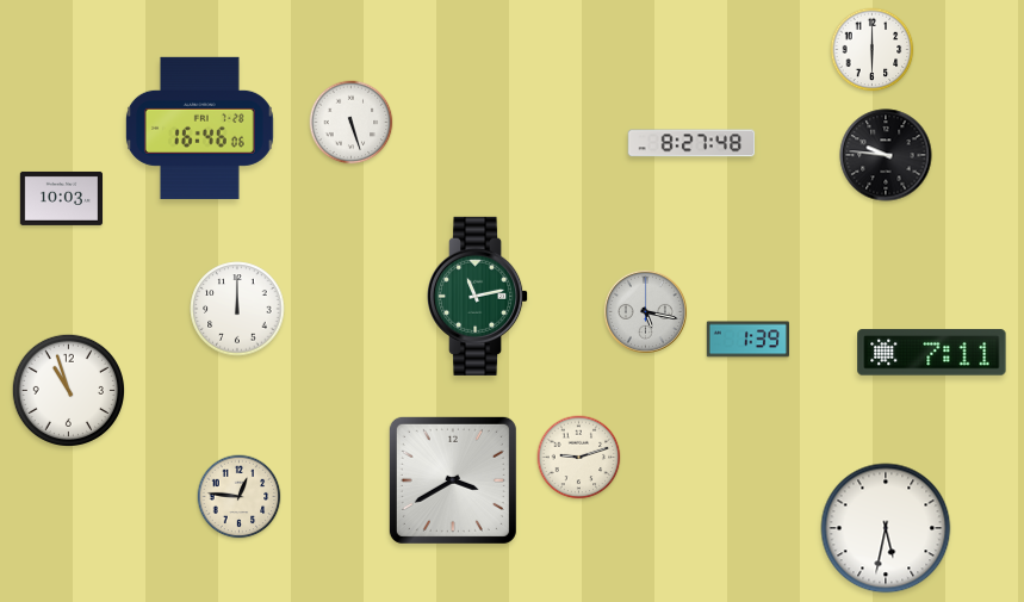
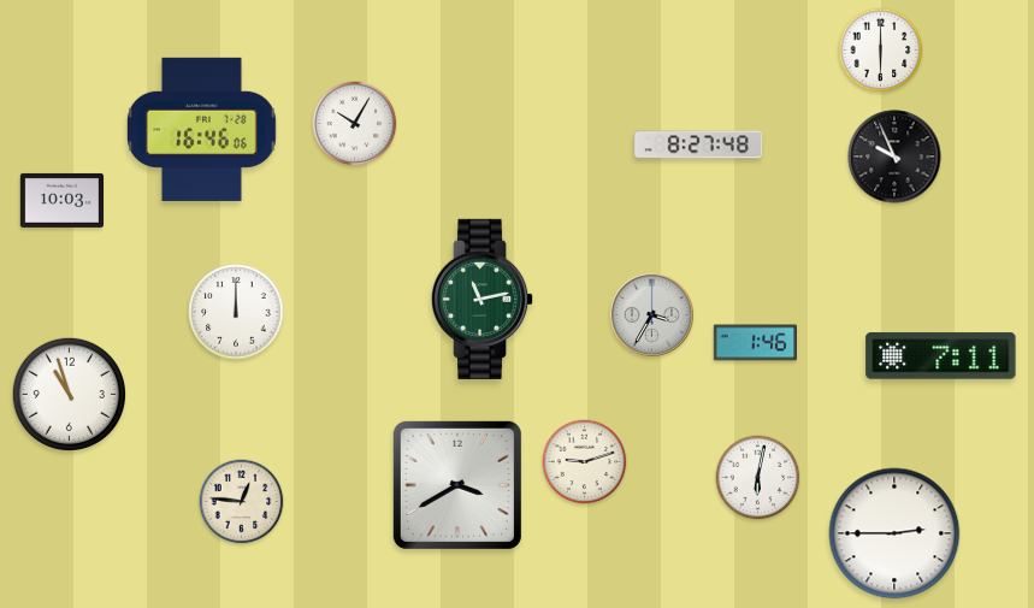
clock at (352, 123): 5:27 -> 10:05
clock at (886, 155): 9:46 -> 9:56
clock at (237, 309) position: (237, 309) -> (236, 312)
clock at (645, 311): 5:17 -> 3:35
clock at (747, 340): 1:39 -> 1:46
clock at (758, 478): none -> 6:02
clock at (886, 528): 5:32 -> 2:45
